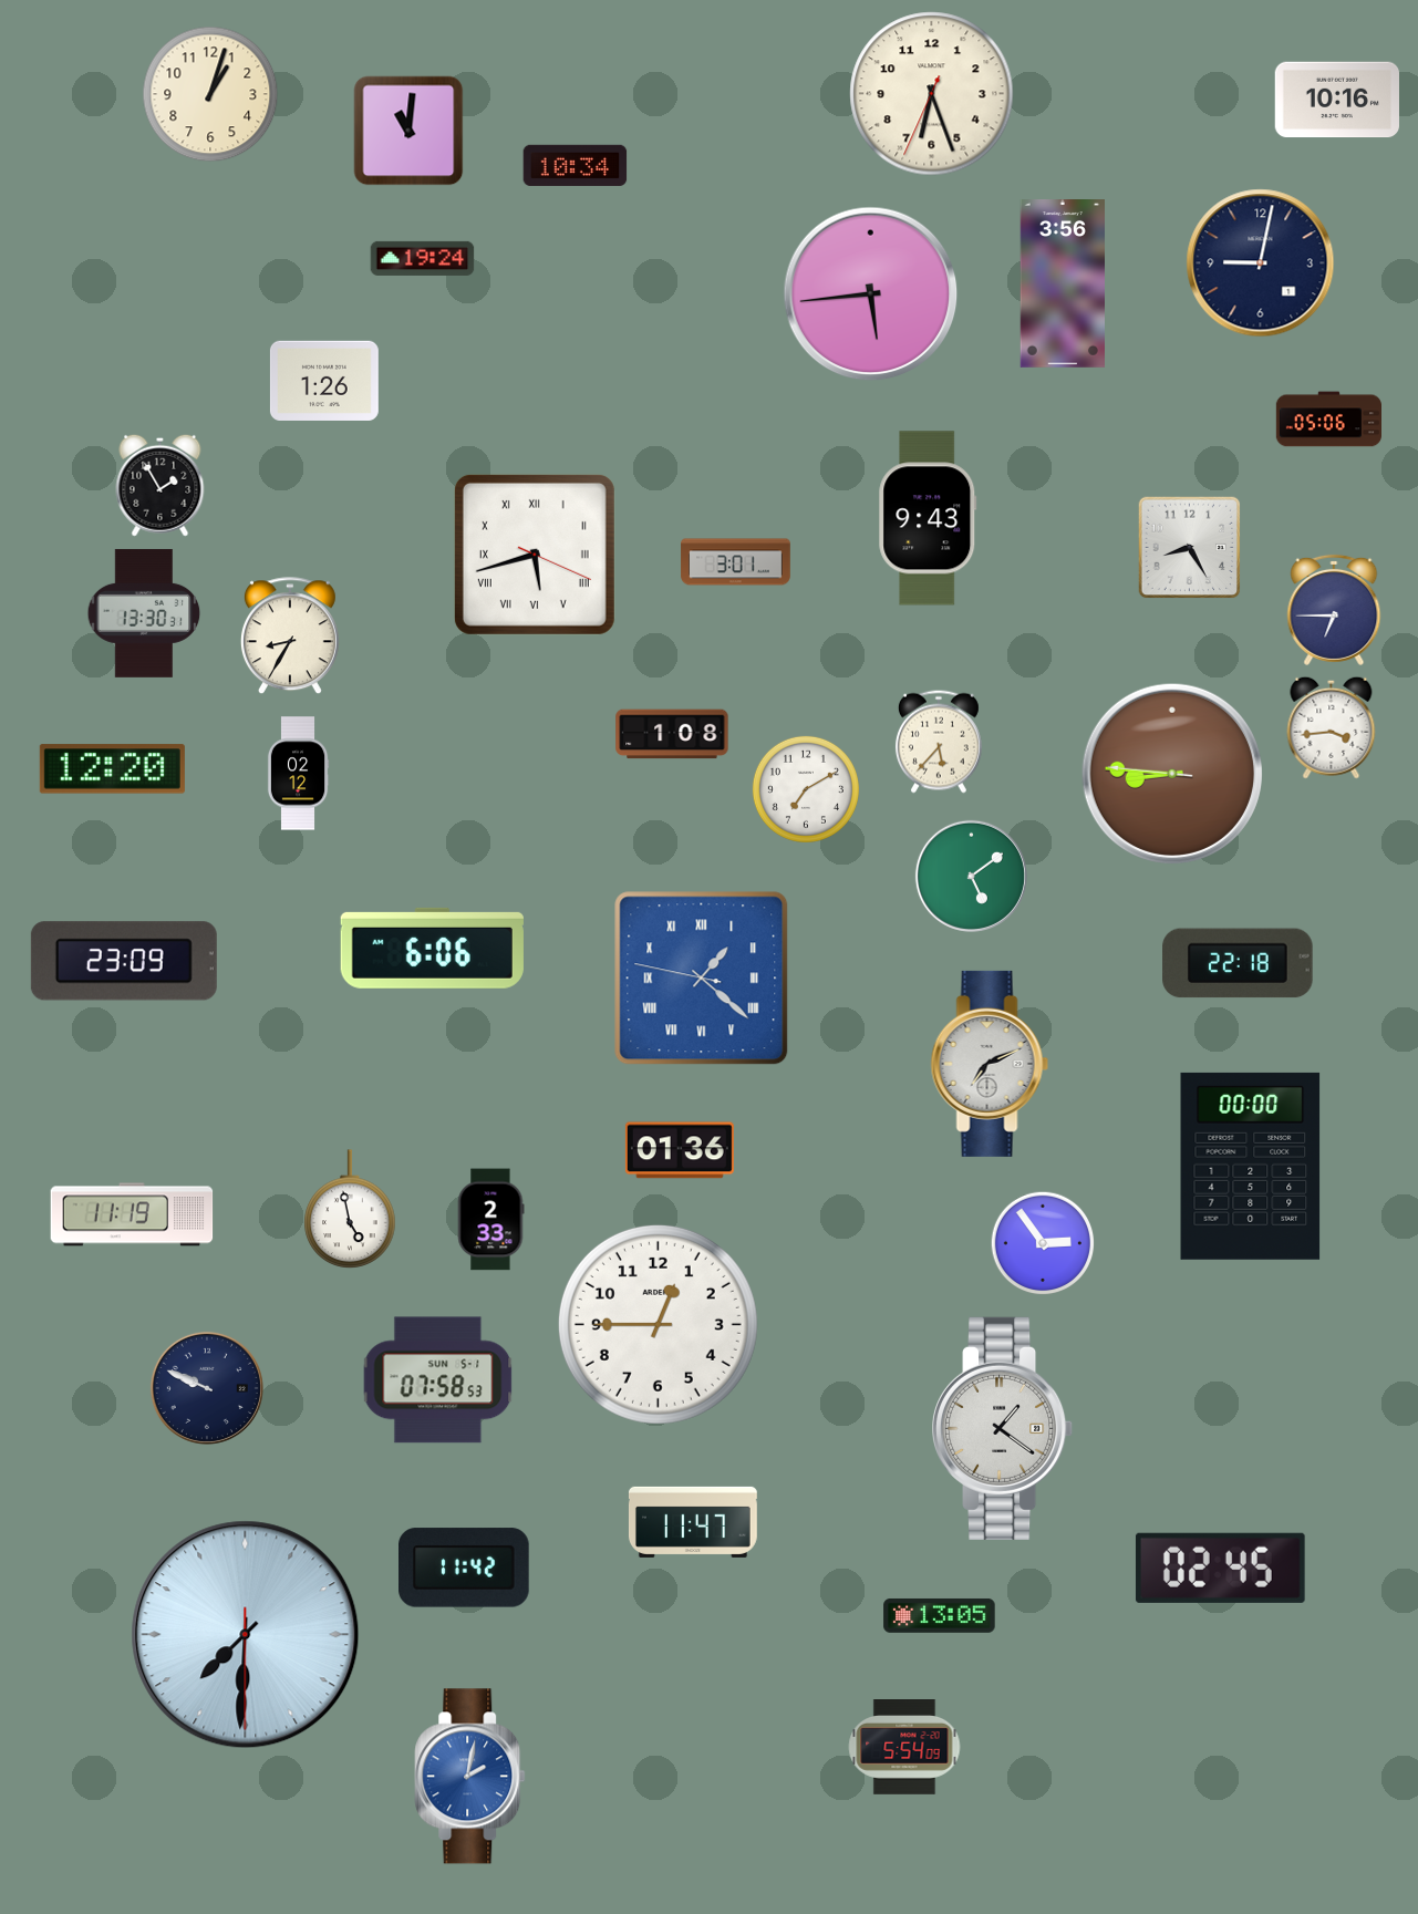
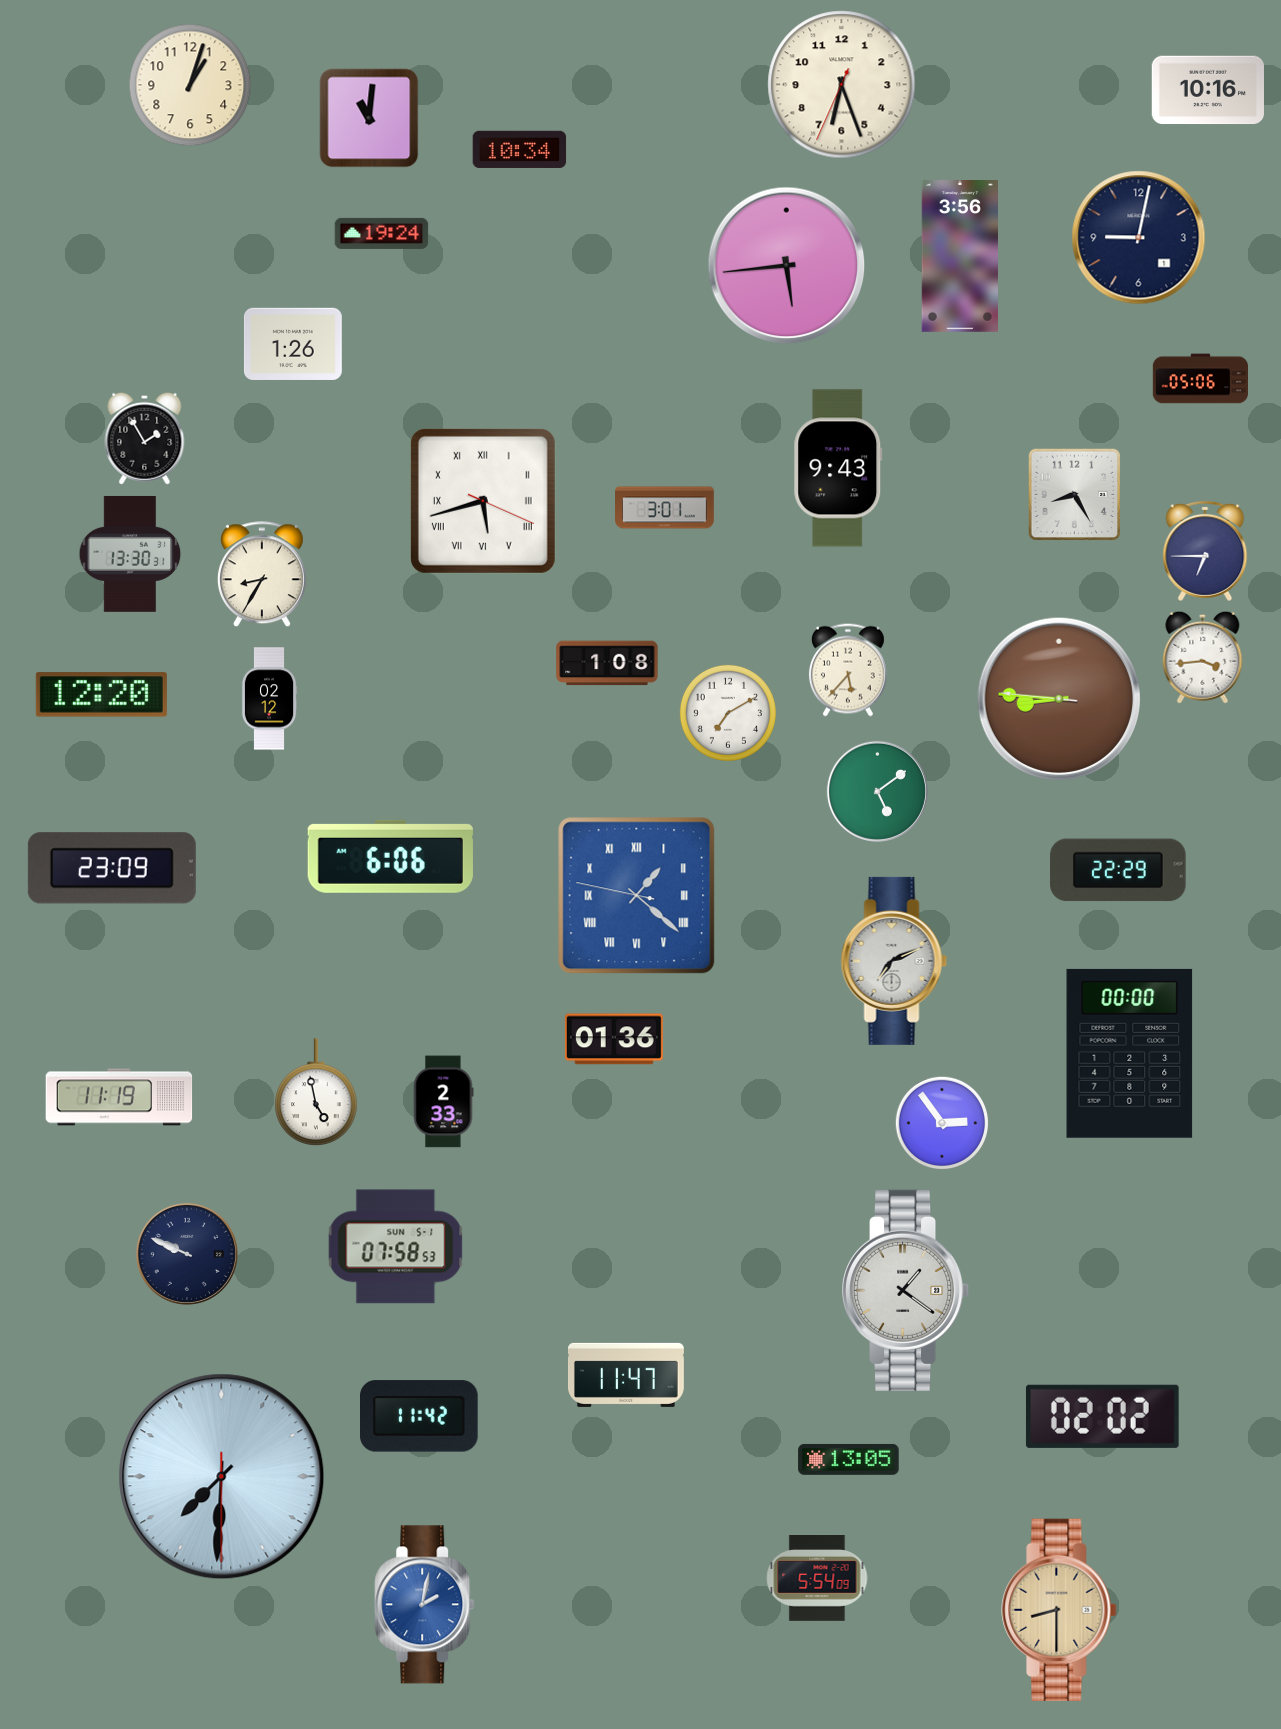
clock at (1238, 963): 22:18 -> 22:29
clock at (702, 979) position: (702, 979) -> (637, 896)
clock at (658, 1324): 12:45 -> none
clock at (1220, 1568): 02:45 -> 02:02
clock at (1059, 1610): none -> 8:30
